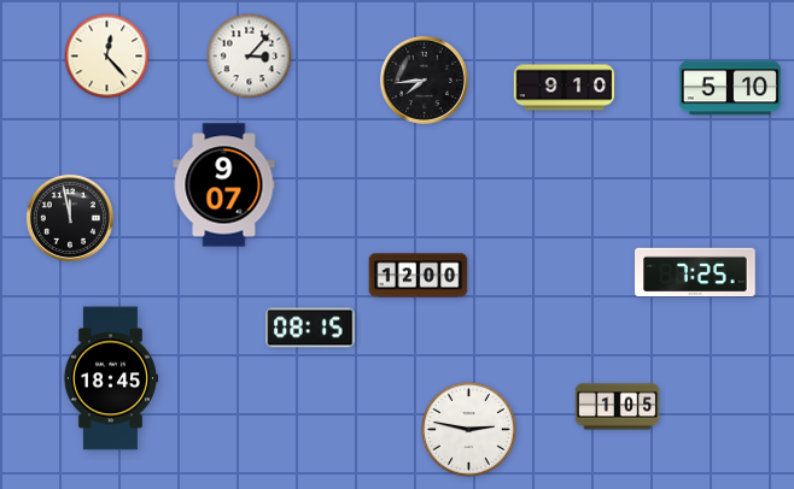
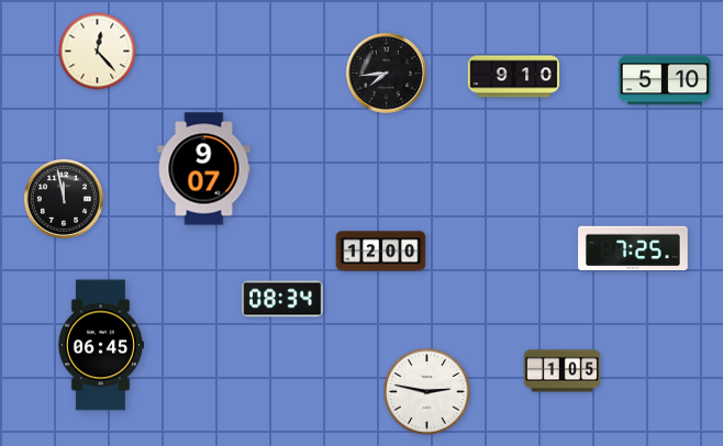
clock at (250, 57): 3:07 -> none
clock at (565, 88) position: (565, 88) -> (514, 77)
clock at (310, 328): 08:15 -> 08:34
clock at (110, 378): 18:45 -> 06:45
